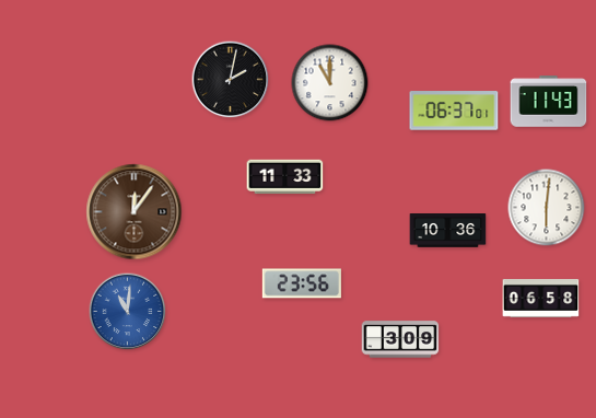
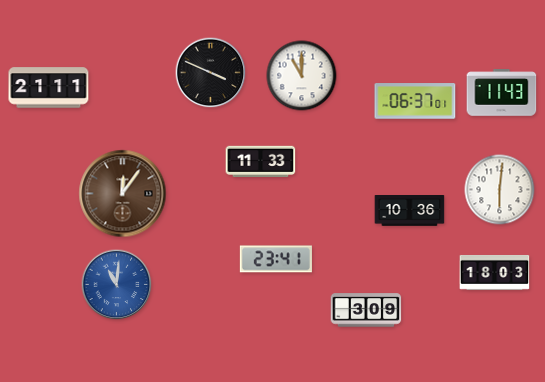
clock at (231, 80): 2:02 -> 3:49
clock at (49, 88): none -> 21:11
clock at (302, 283): 23:56 -> 23:41
clock at (541, 298): 06:58 -> 18:03
